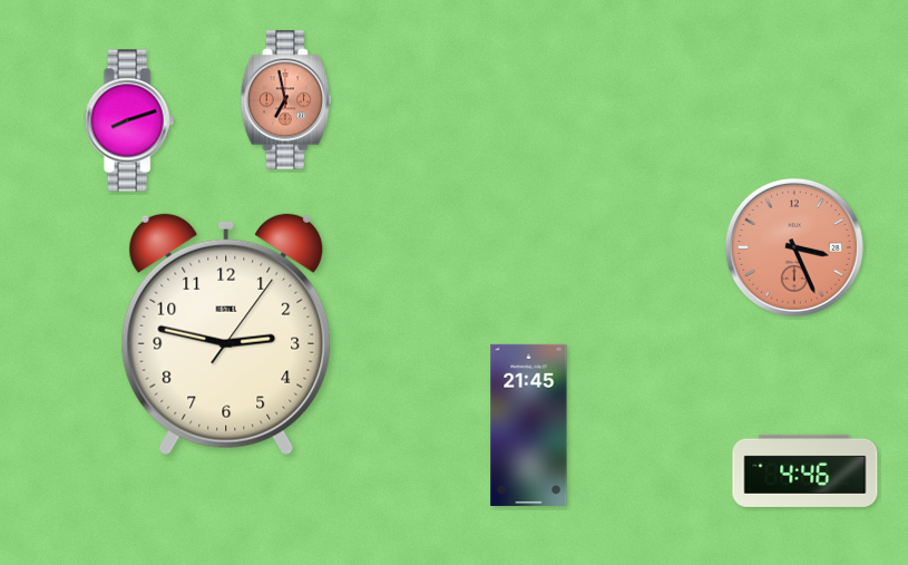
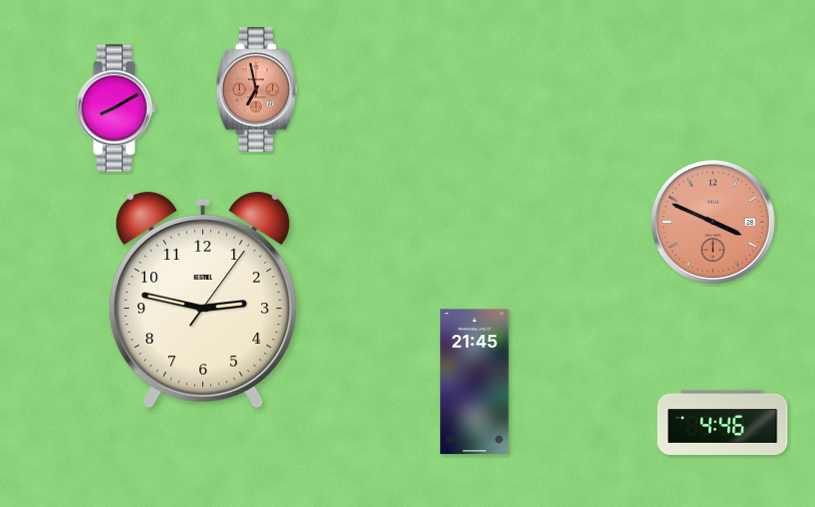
clock at (129, 120): 8:12 -> 8:10
clock at (794, 247): 3:26 -> 3:49
